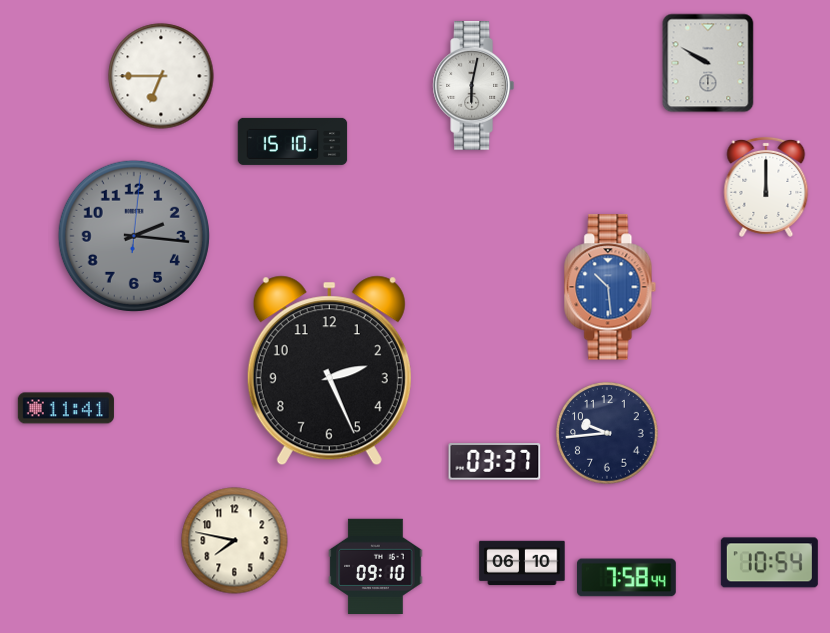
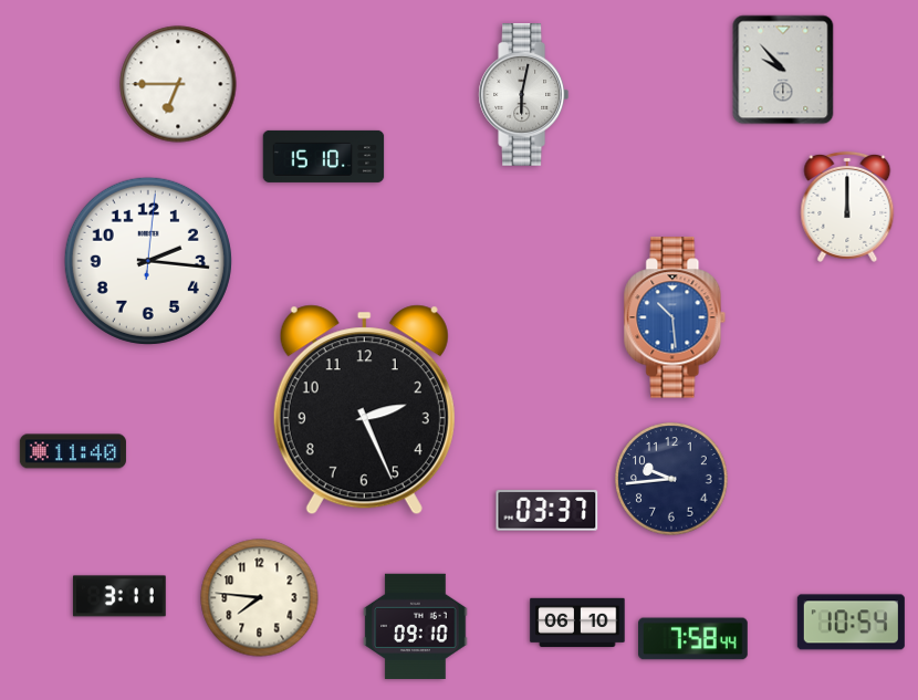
clock at (708, 63): 9:50 -> 9:53
clock at (134, 236) dial: grey -> white
clock at (66, 408): 11:41 -> 11:40
clock at (119, 596): none -> 3:11
clock at (235, 541): 7:47 -> 7:46
